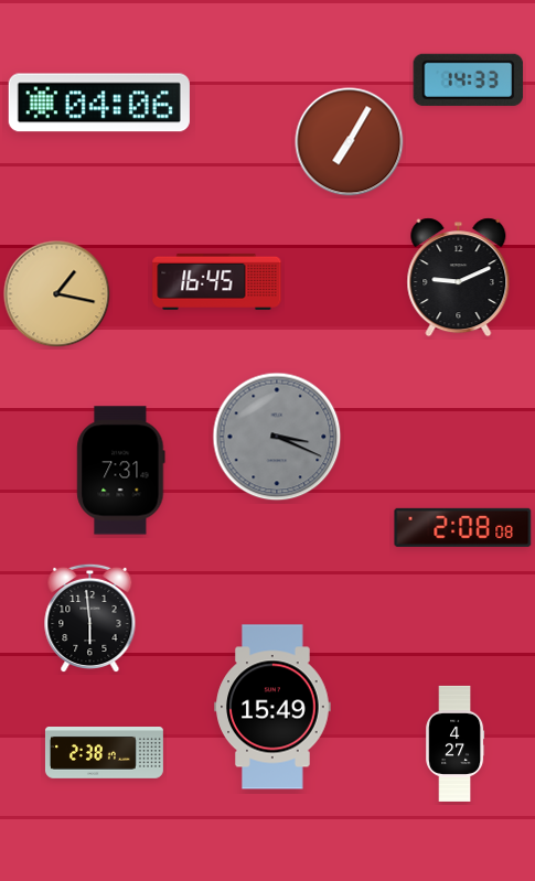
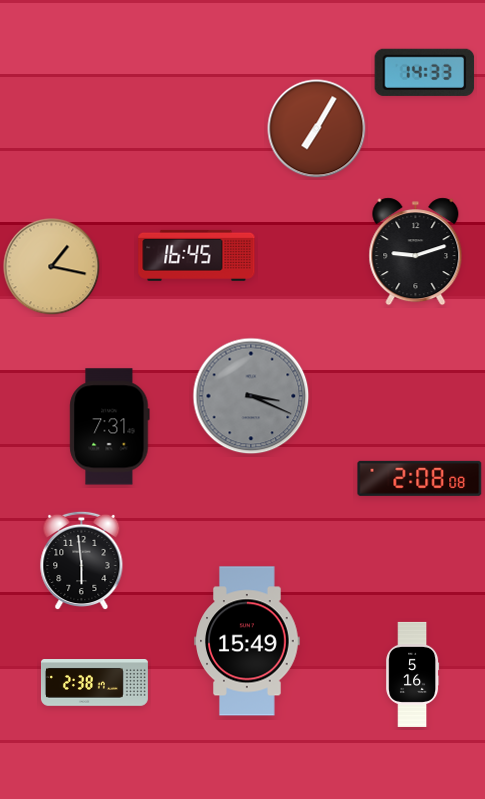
clock at (99, 103): 04:06 -> none
clock at (459, 278): 9:11 -> 9:12
clock at (456, 743): 4:27 -> 5:16
